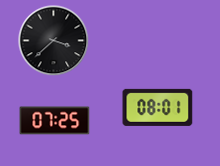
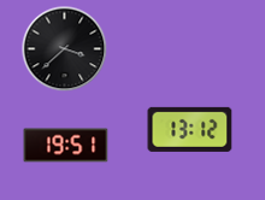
clock at (158, 107): 08:01 -> 13:12
clock at (55, 121): 07:25 -> 19:51
